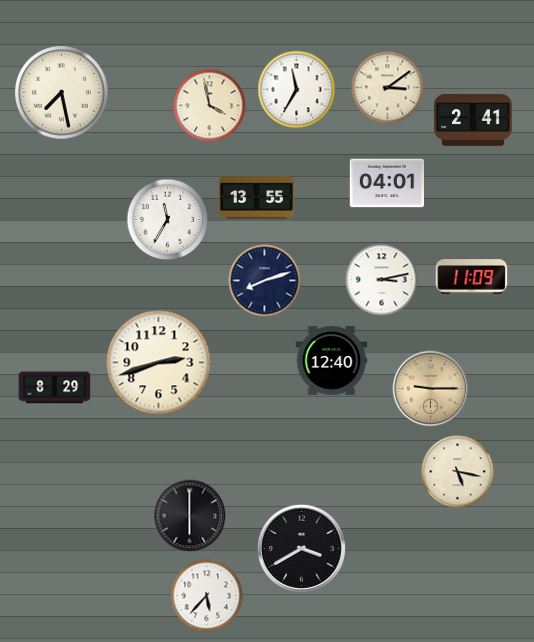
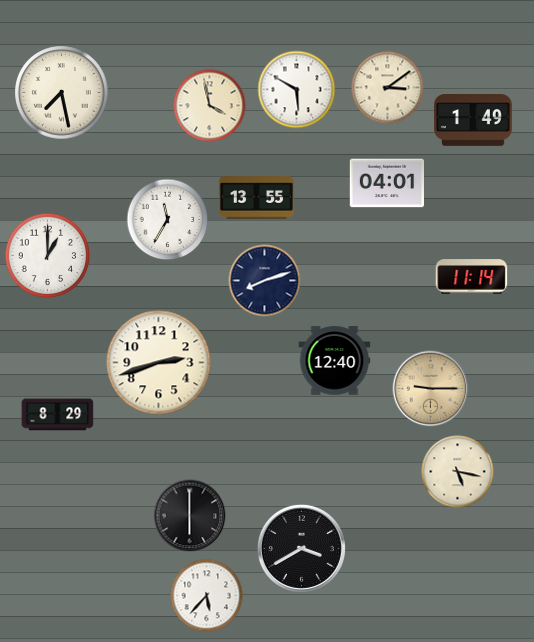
clock at (297, 90): 11:35 -> 5:50
clock at (473, 120): 2:41 -> 1:49
clock at (48, 256): none -> 1:00
clock at (472, 277): 11:09 -> 11:14
clock at (382, 280): 3:13 -> none
clock at (332, 361) position: (332, 361) -> (335, 361)
clock at (55, 388) position: (55, 388) -> (58, 415)
